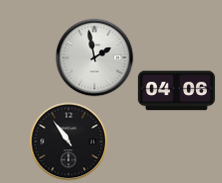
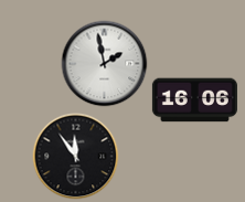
clock at (176, 91): 04:06 -> 16:06
clock at (68, 141): 10:54 -> 11:54
